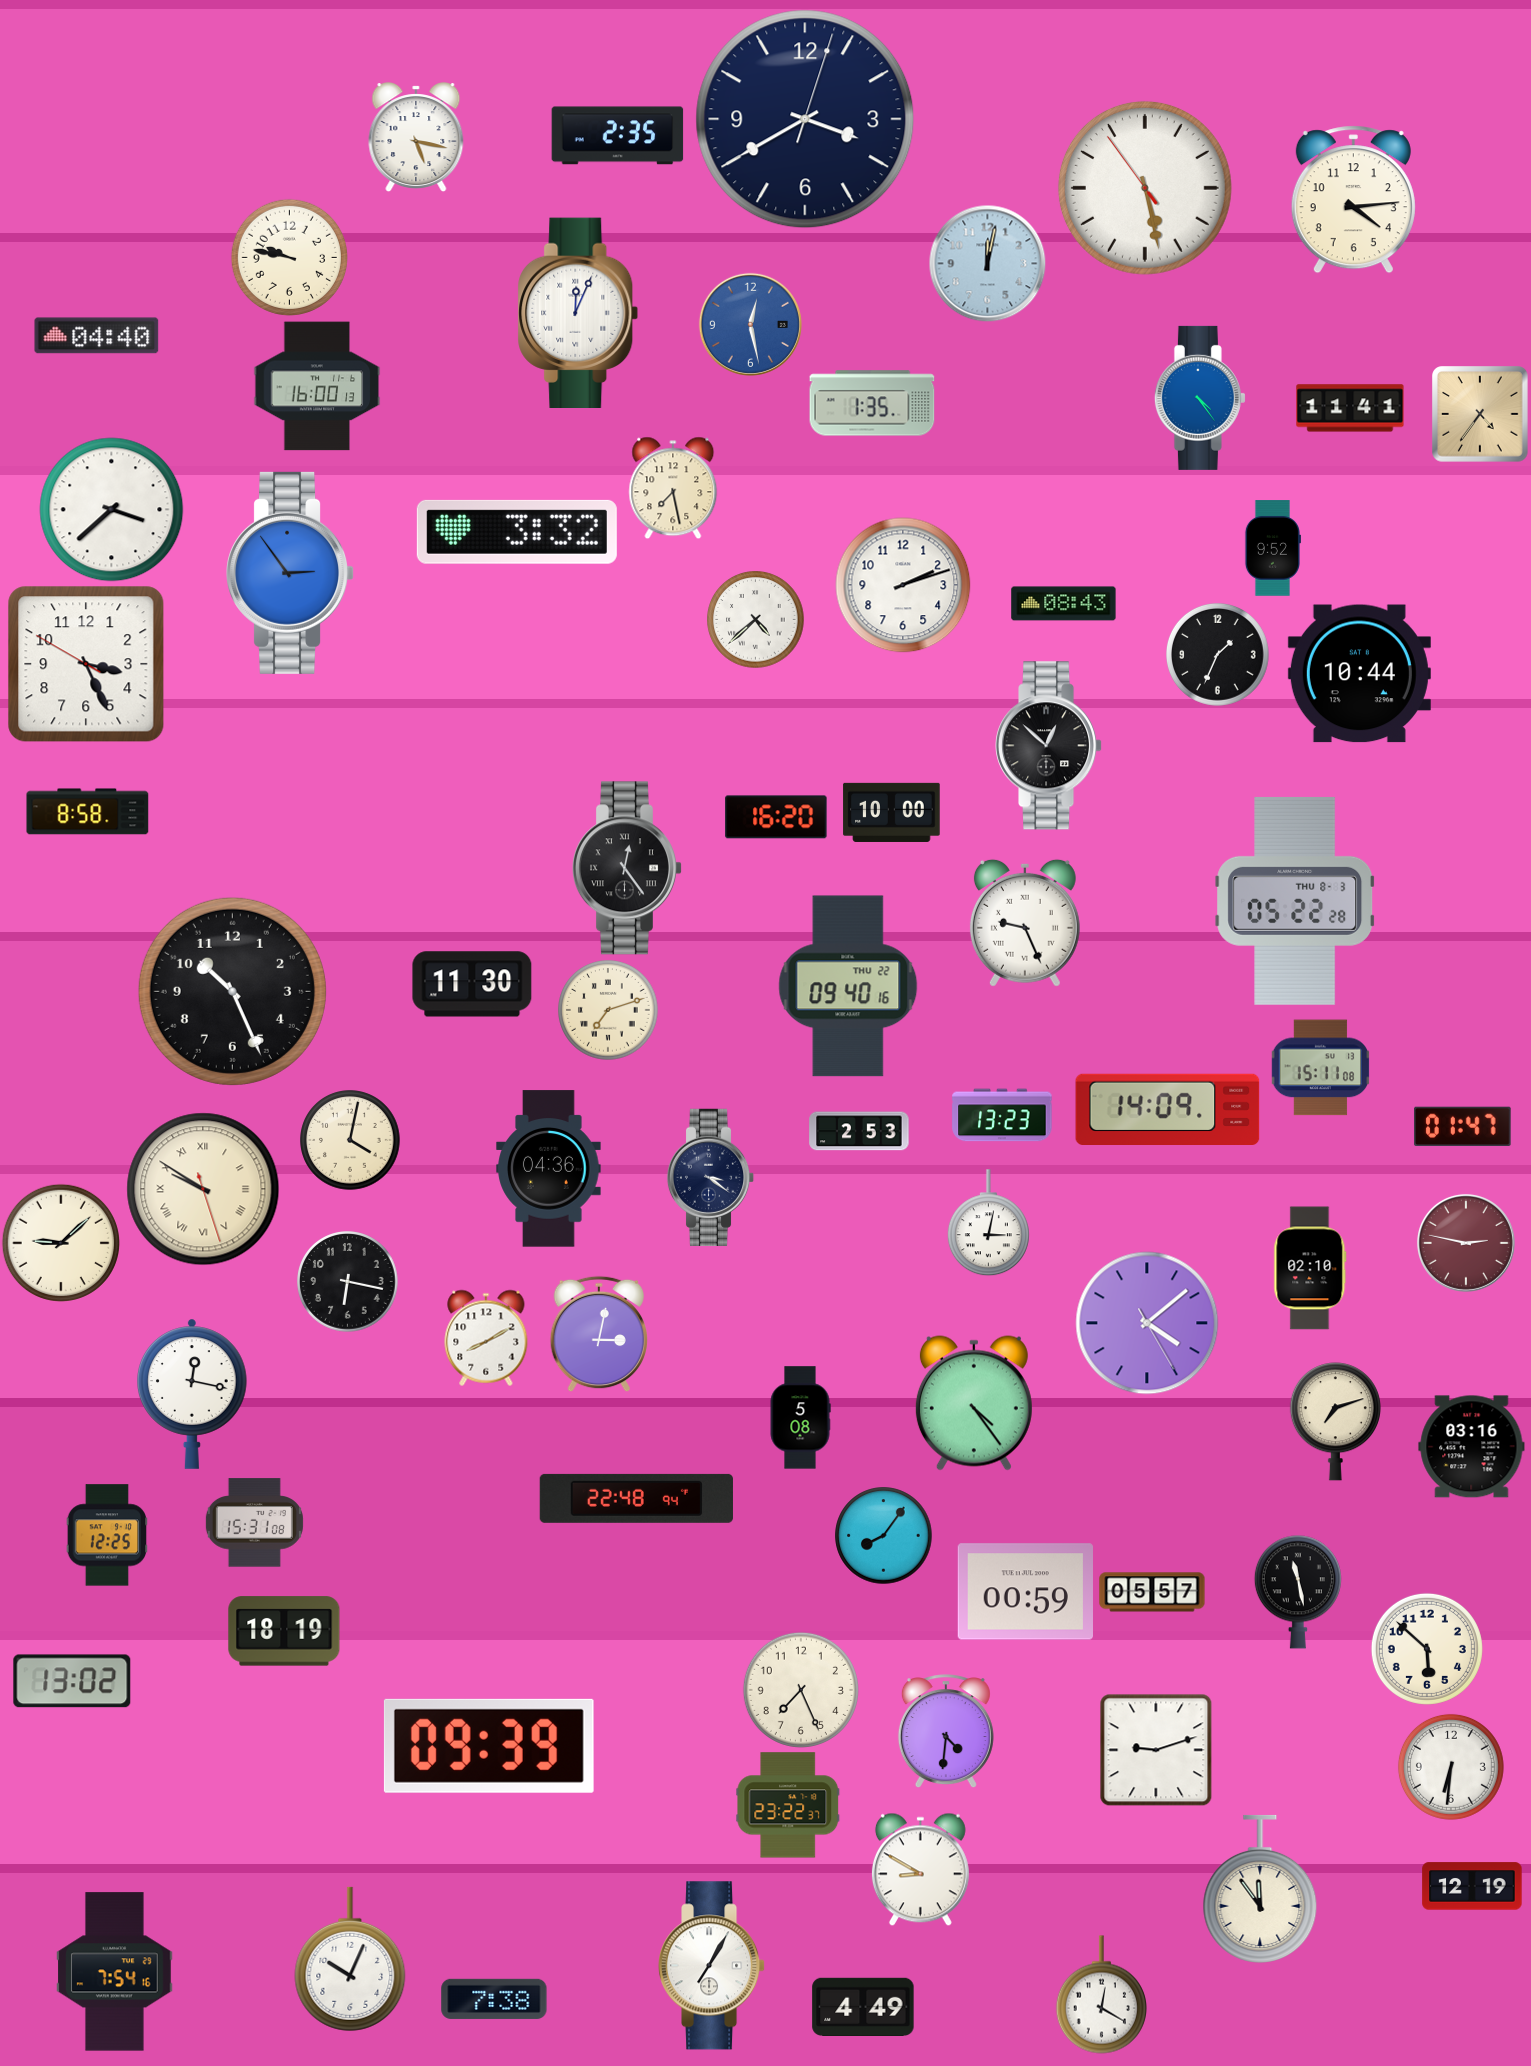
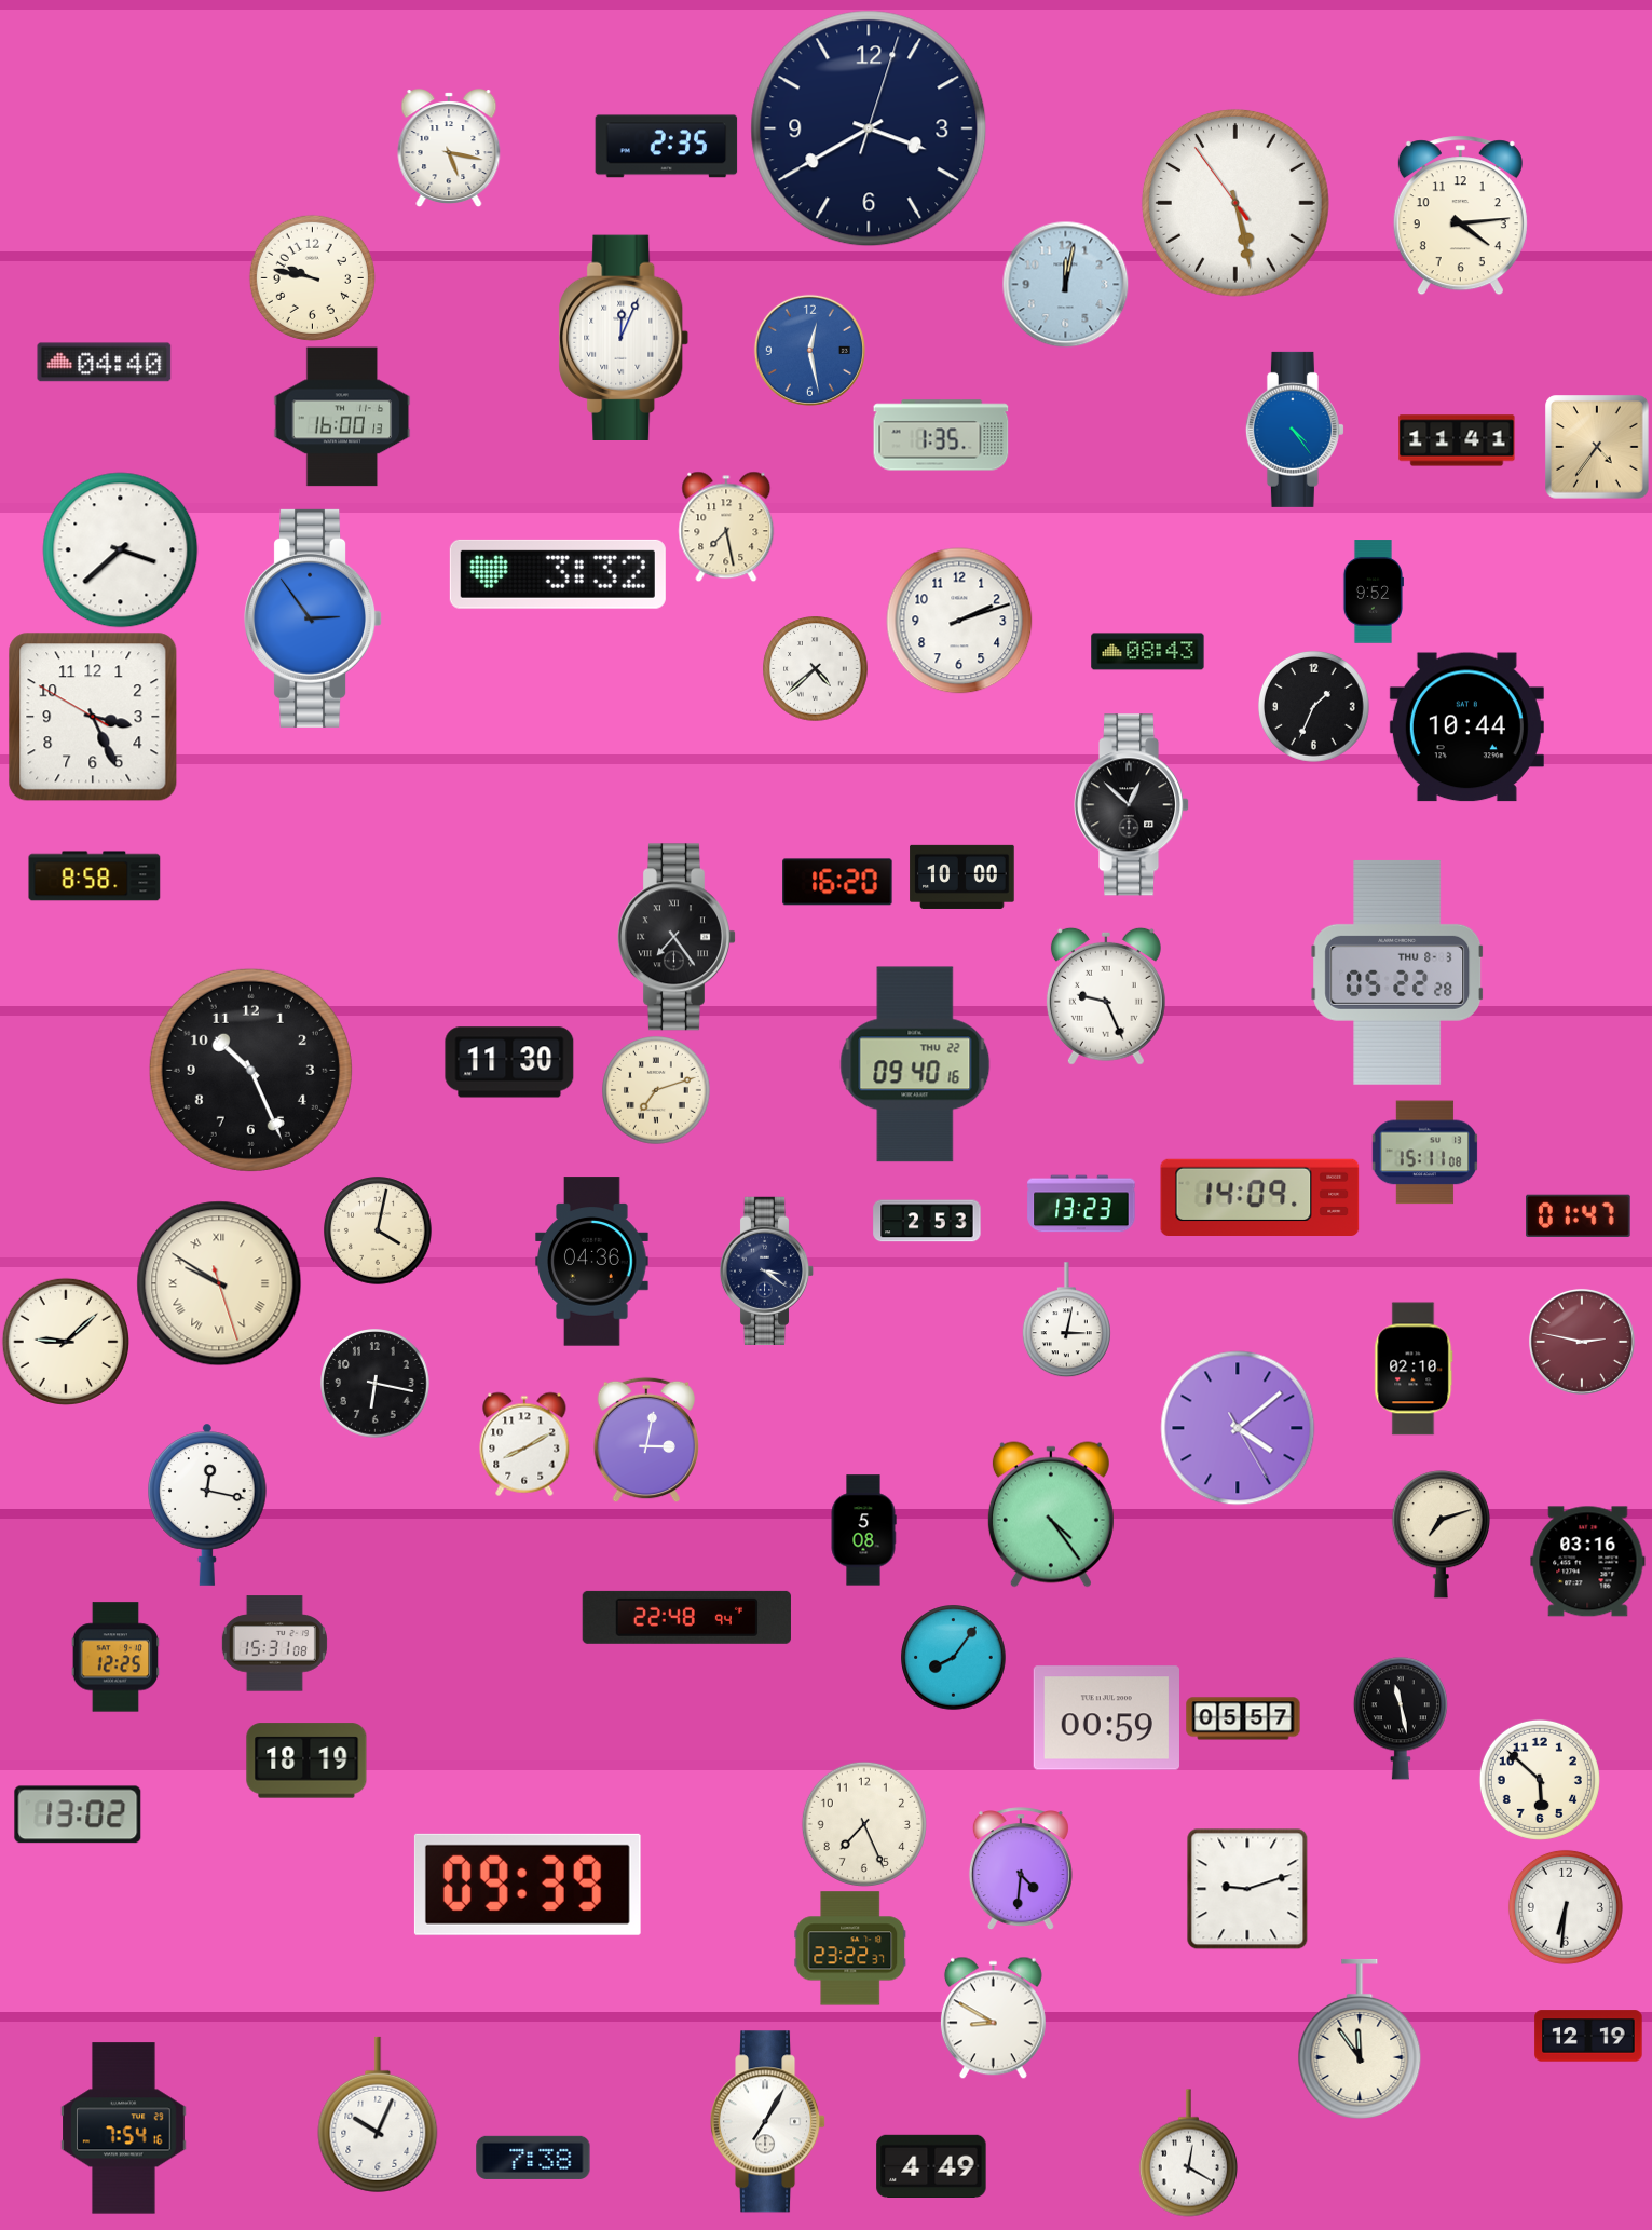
clock at (903, 585) position: (903, 585) -> (959, 621)
clock at (627, 868): 12:24 -> 7:24
